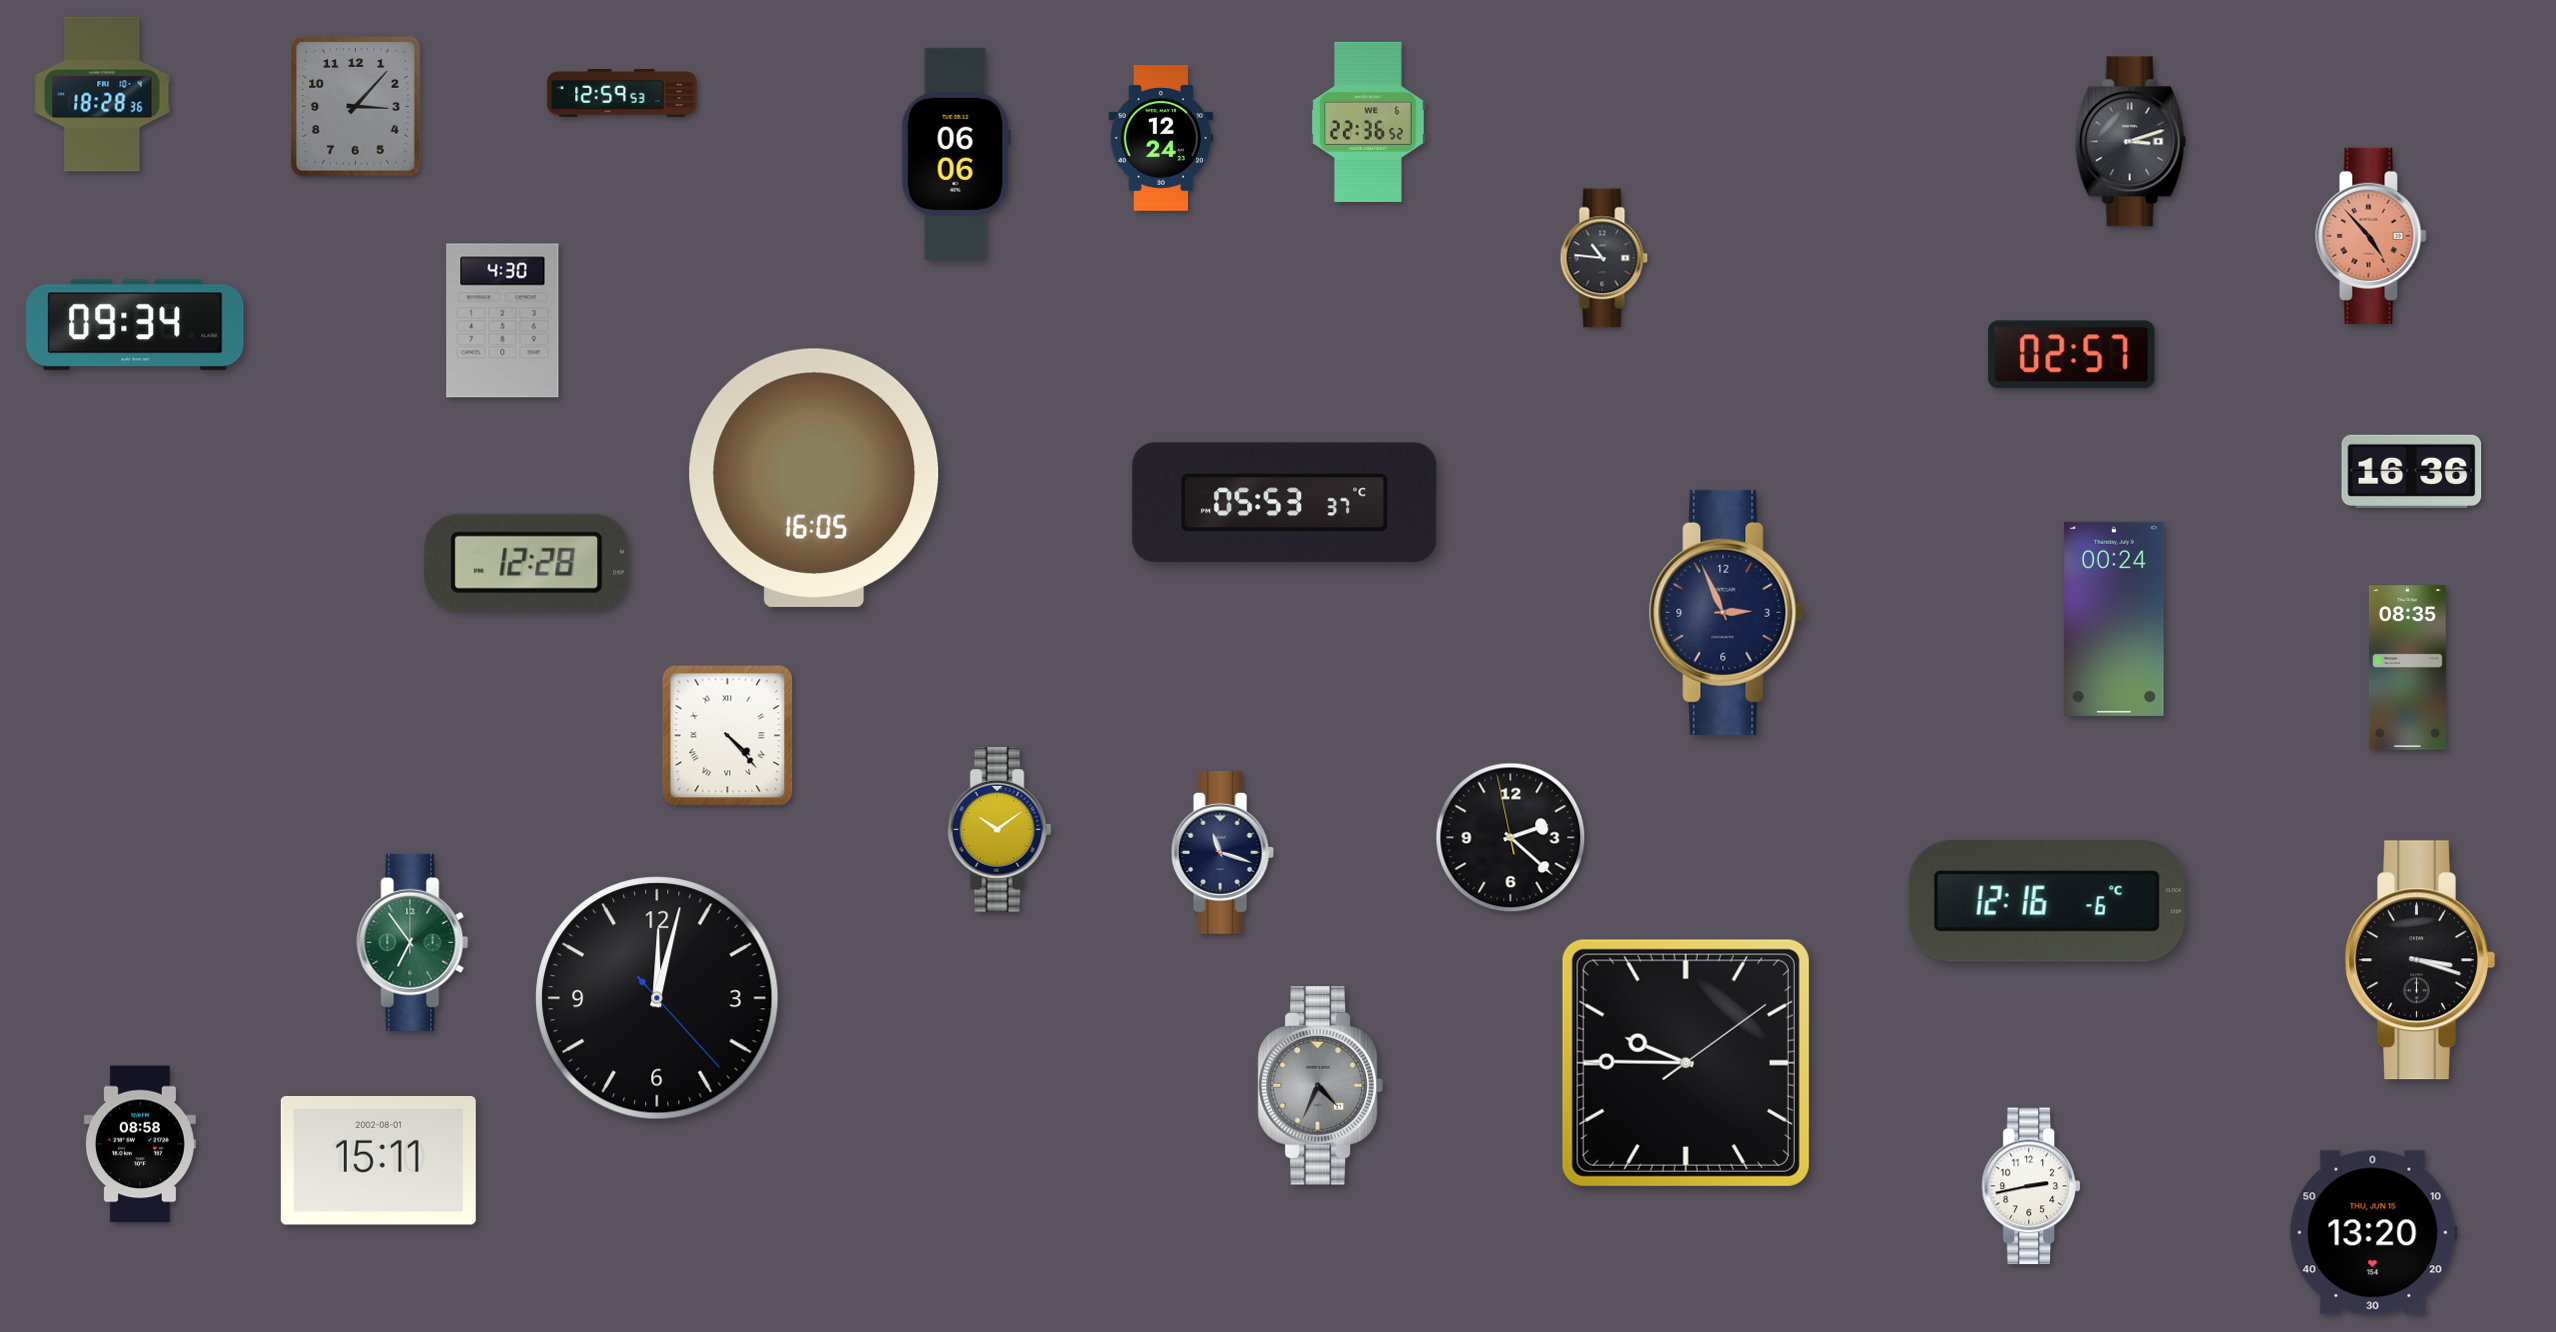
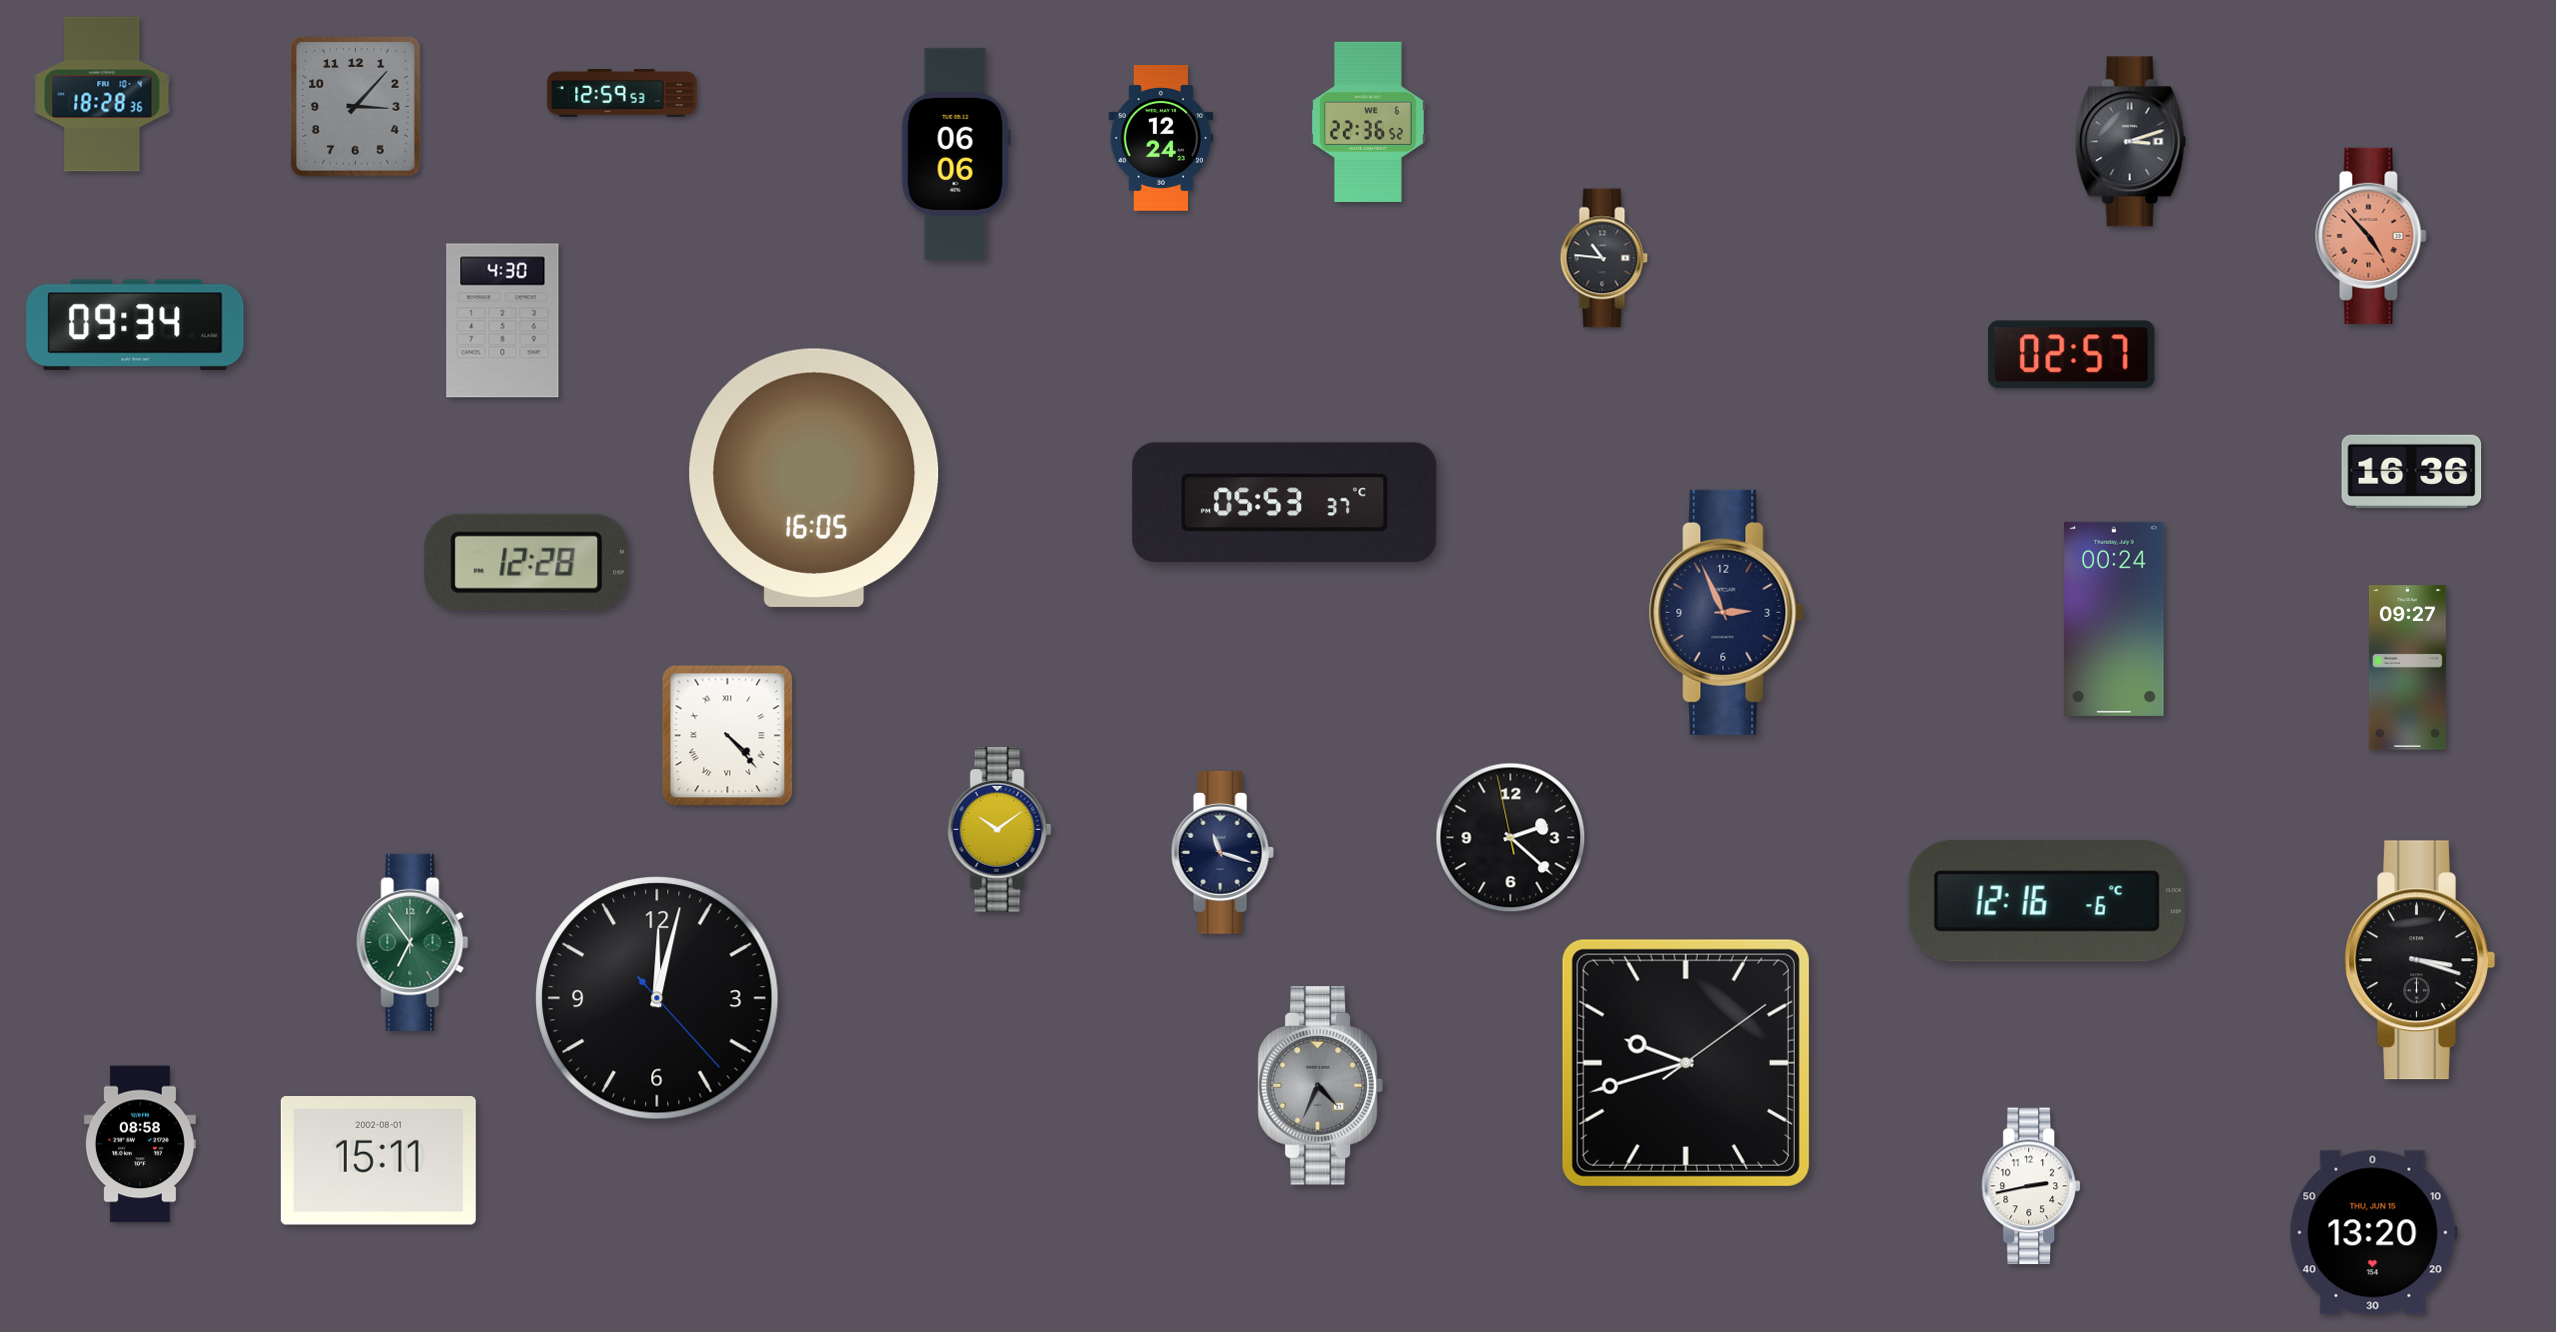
clock at (2407, 668): 08:35 -> 09:27
clock at (1686, 1063): 9:45 -> 9:42
